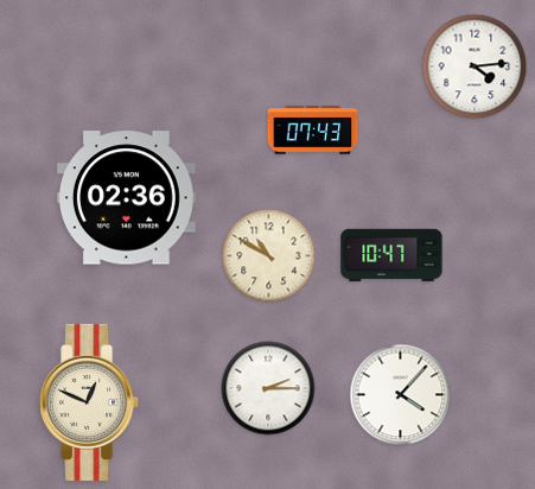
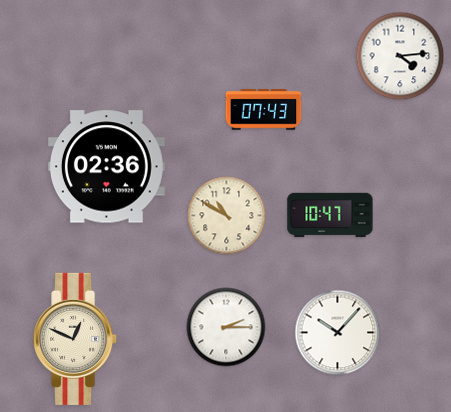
clock at (401, 395): 4:07 -> 10:07
